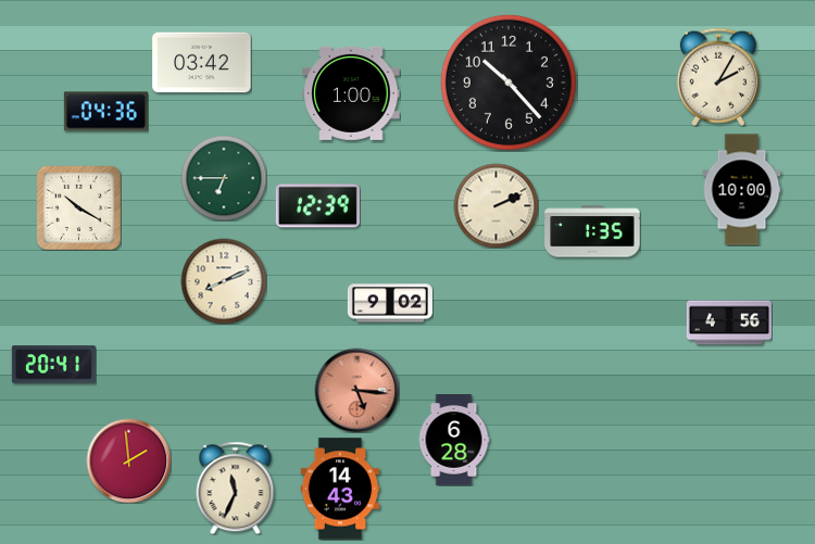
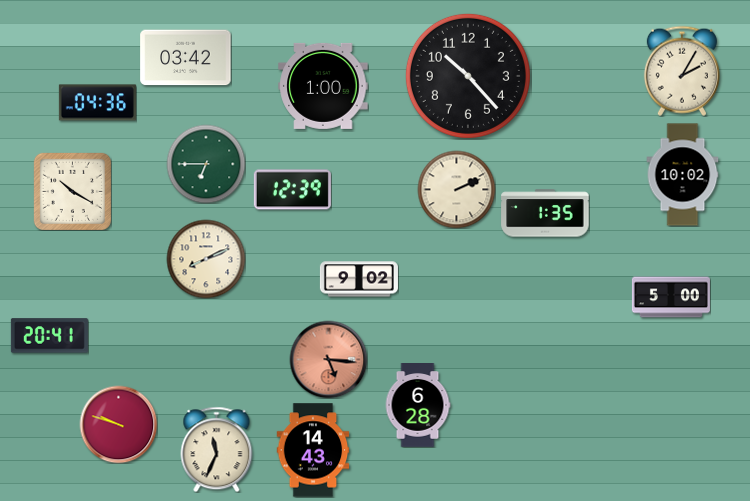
clock at (718, 77) position: (718, 77) -> (682, 71)
clock at (742, 190): 10:00 -> 10:02
clock at (729, 322): 4:56 -> 5:00
clock at (128, 460): 1:59 -> 9:48
